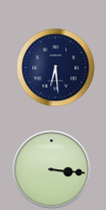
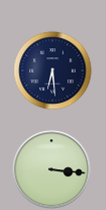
clock at (55, 67) position: (55, 67) -> (52, 70)
